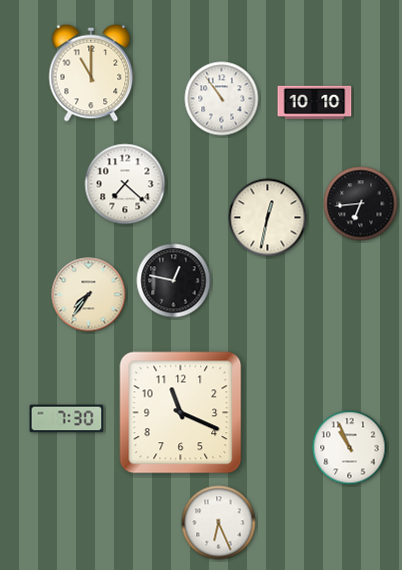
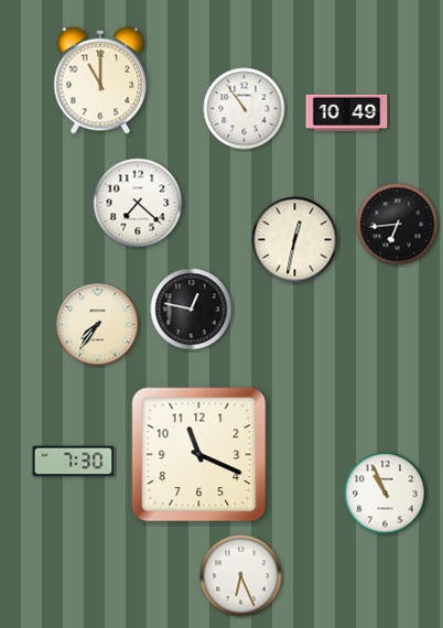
clock at (315, 103): 10:10 -> 10:49
